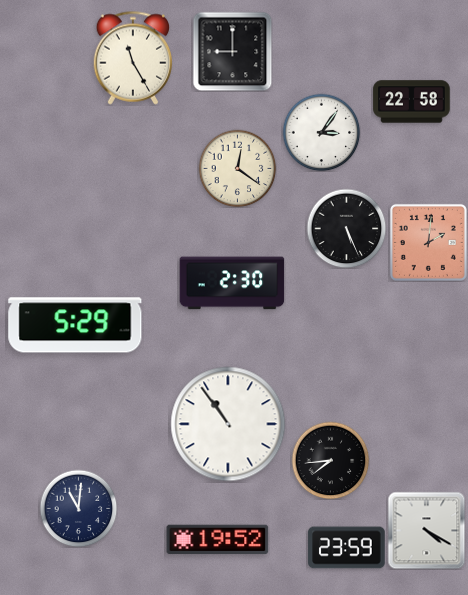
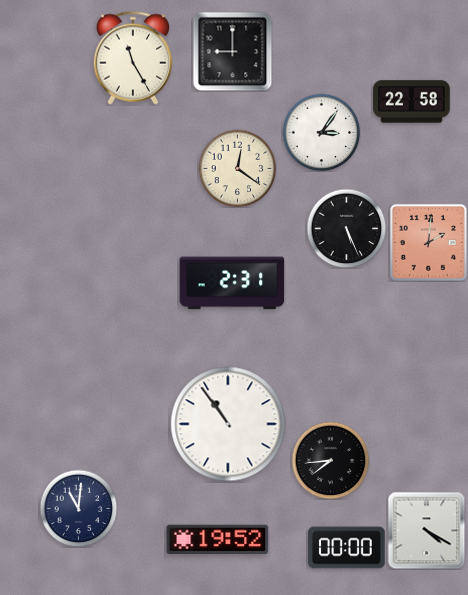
clock at (232, 283): 2:30 -> 2:31
clock at (75, 325): 5:29 -> none
clock at (347, 548): 23:59 -> 00:00
